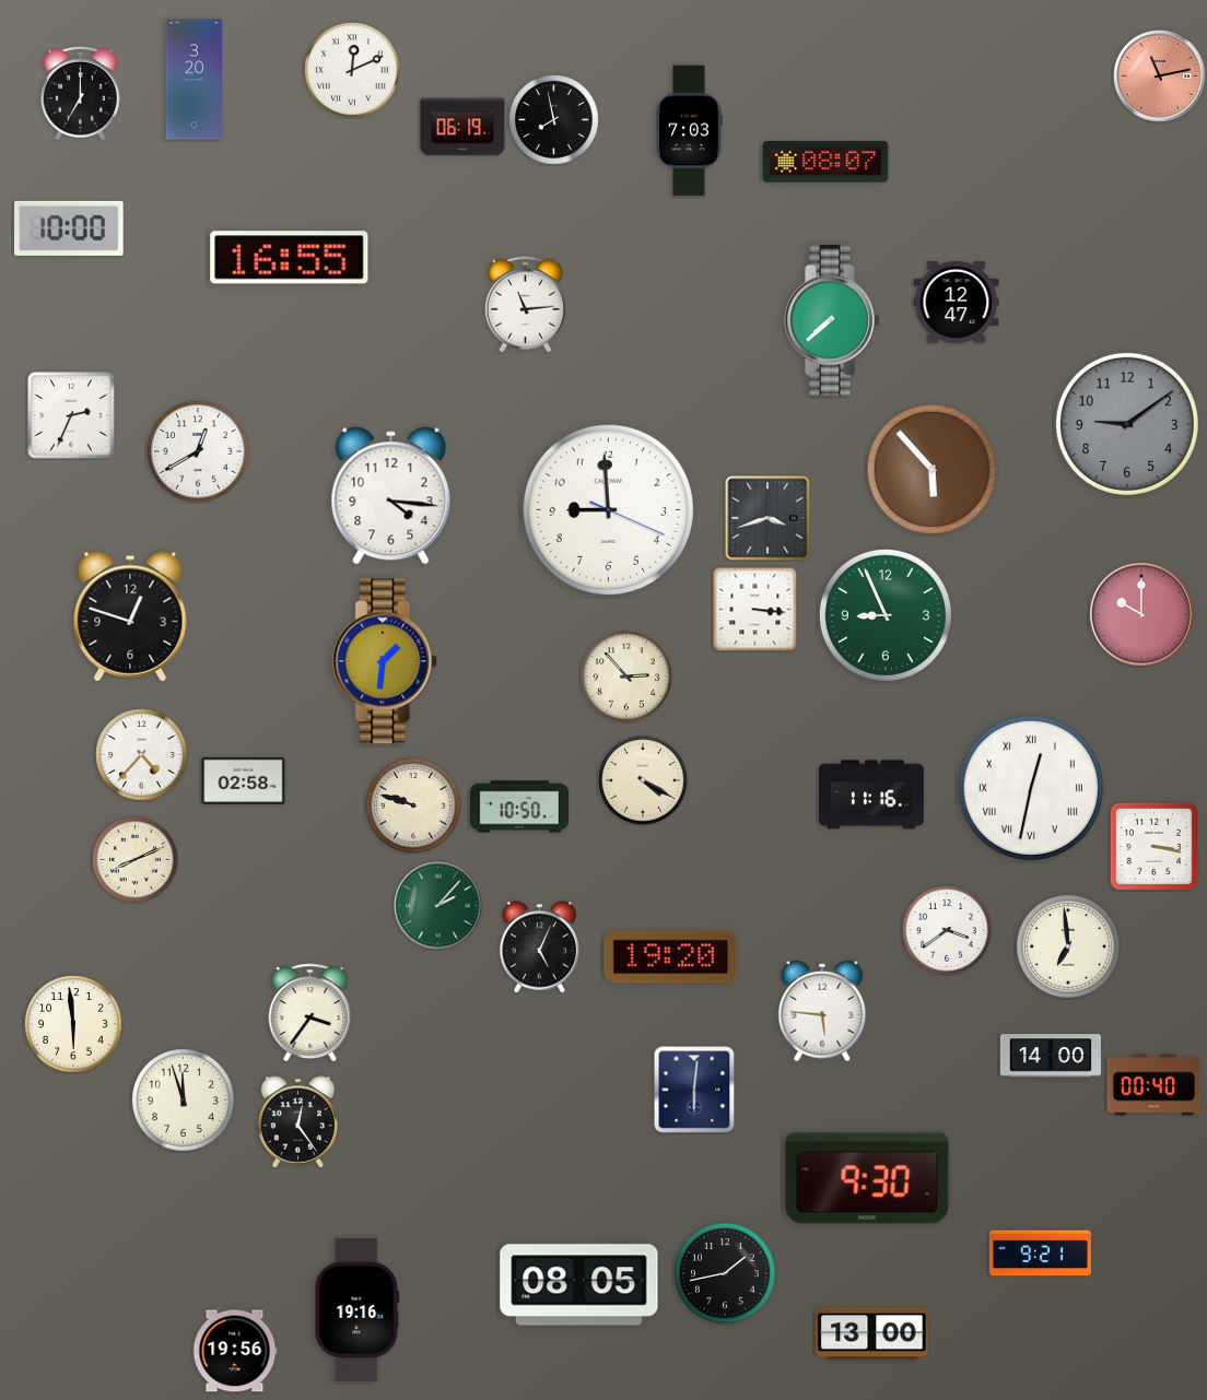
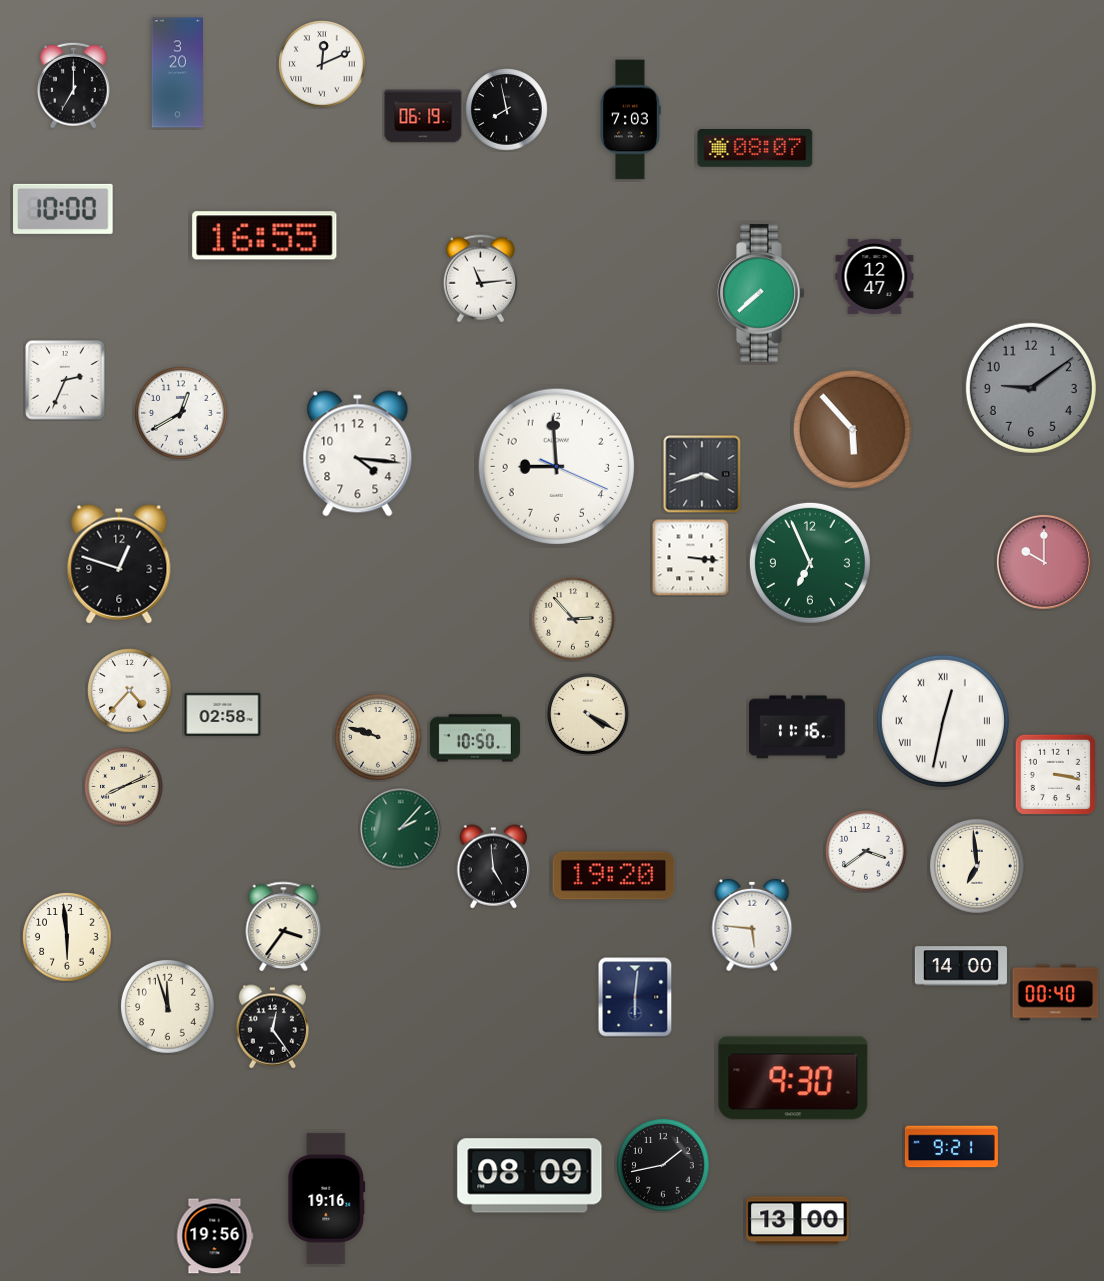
clock at (1160, 77): 11:13 -> none
clock at (886, 615): 8:56 -> 6:56
clock at (386, 661): 1:31 -> none
clock at (539, 948): 5:04 -> 4:59
clock at (579, 1285): 08:05 -> 08:09
